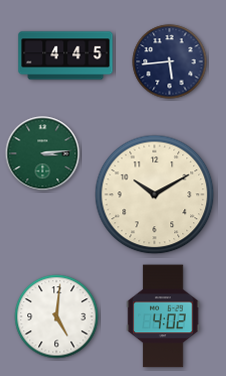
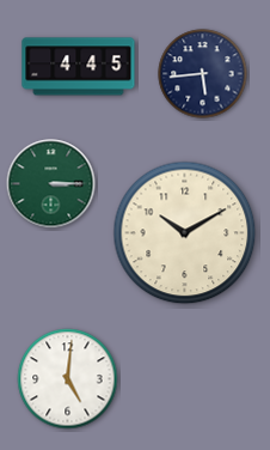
clock at (43, 154): 3:14 -> 3:15
clock at (163, 316): 4:02 -> none
